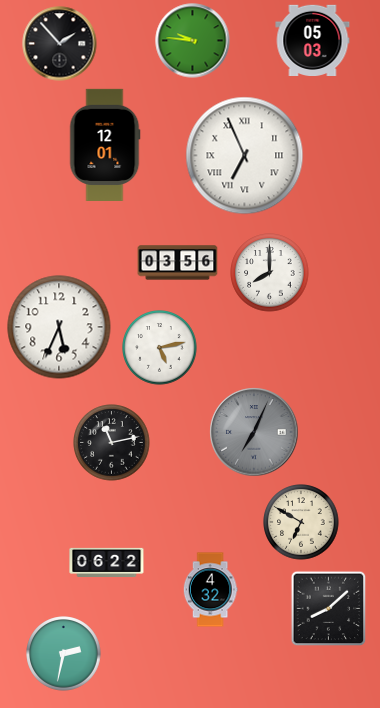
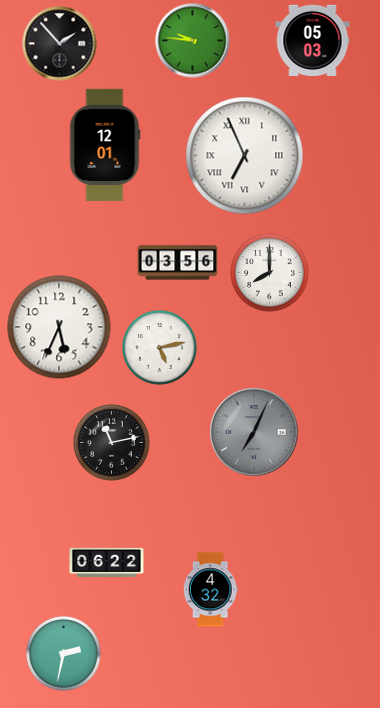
clock at (301, 522): 6:50 -> none
clock at (329, 609): 8:08 -> none
